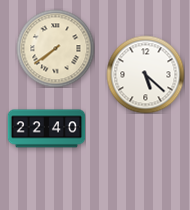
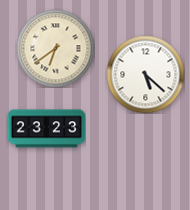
clock at (55, 48): 7:39 -> 6:39
clock at (46, 129): 22:40 -> 23:23
